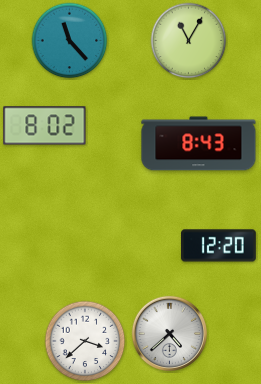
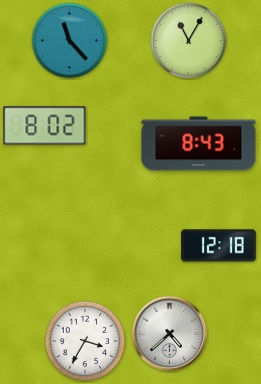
clock at (219, 246): 12:20 -> 12:18
clock at (85, 341): 3:38 -> 3:35
